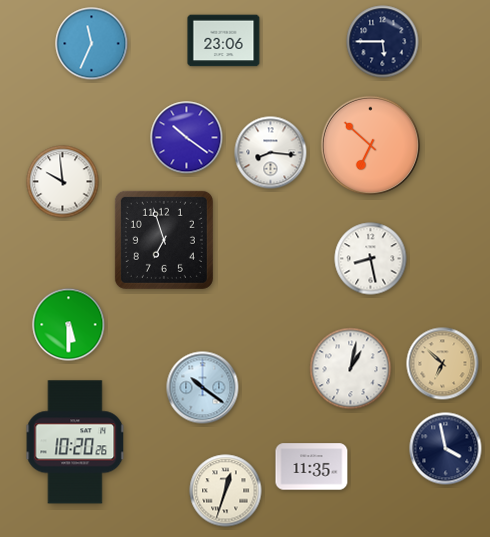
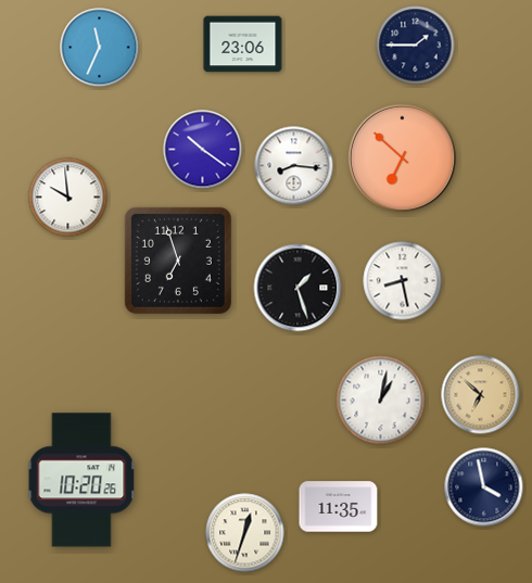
clock at (383, 42): 5:45 -> 1:45
clock at (297, 288): none -> 1:27
clock at (69, 325): 5:30 -> none
clock at (203, 388): 10:21 -> none
